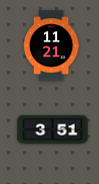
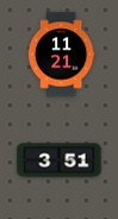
clock at (53, 130) position: (53, 130) -> (60, 161)
